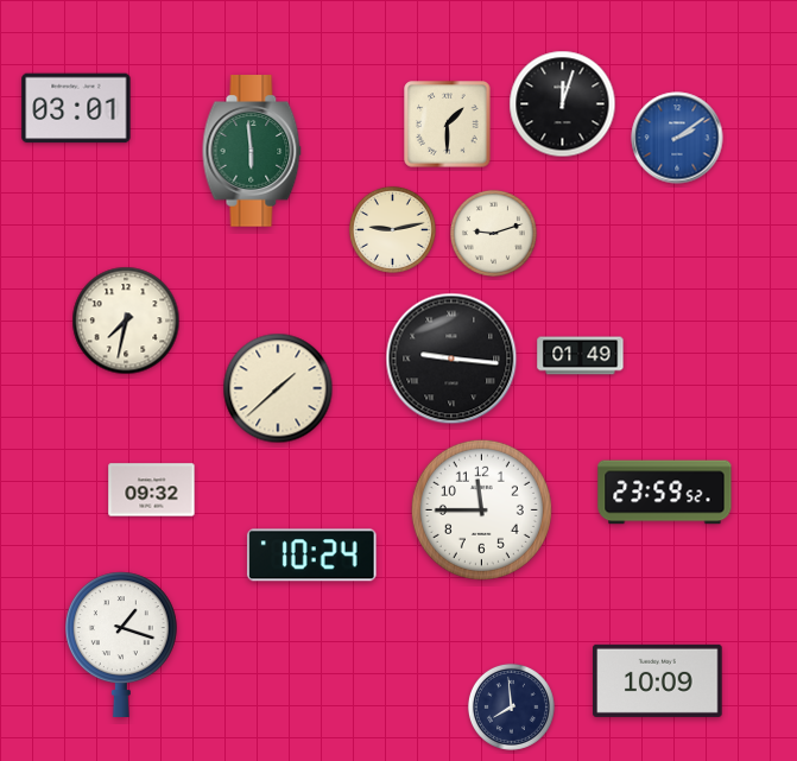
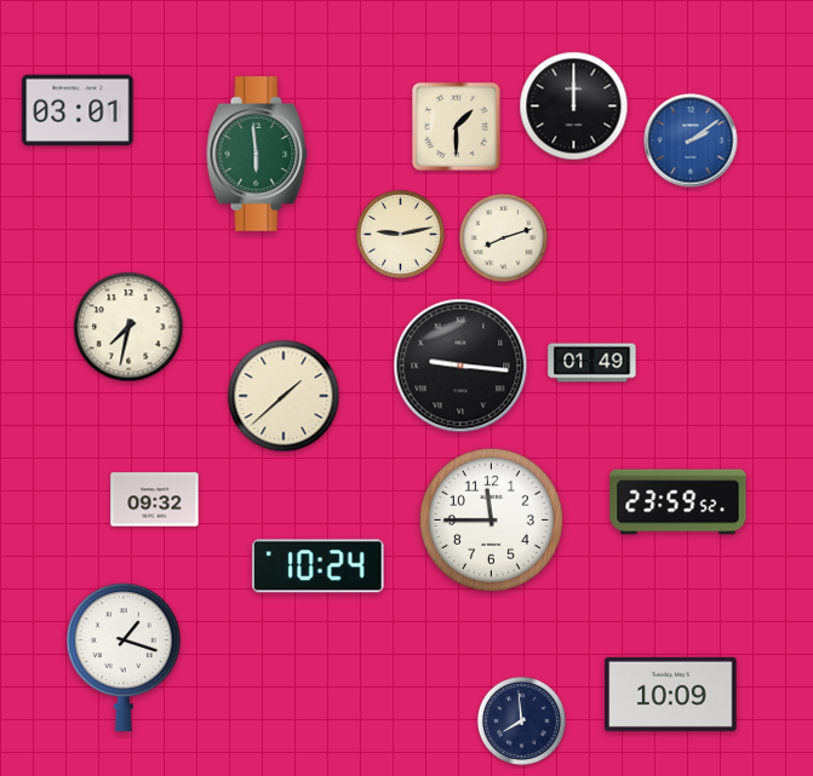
clock at (563, 104): 12:03 -> 12:00
clock at (493, 233): 9:12 -> 8:12
